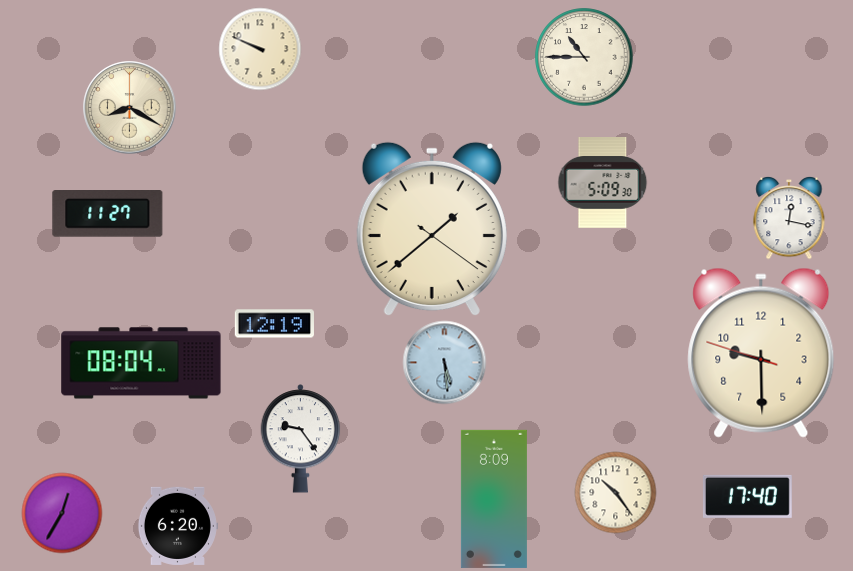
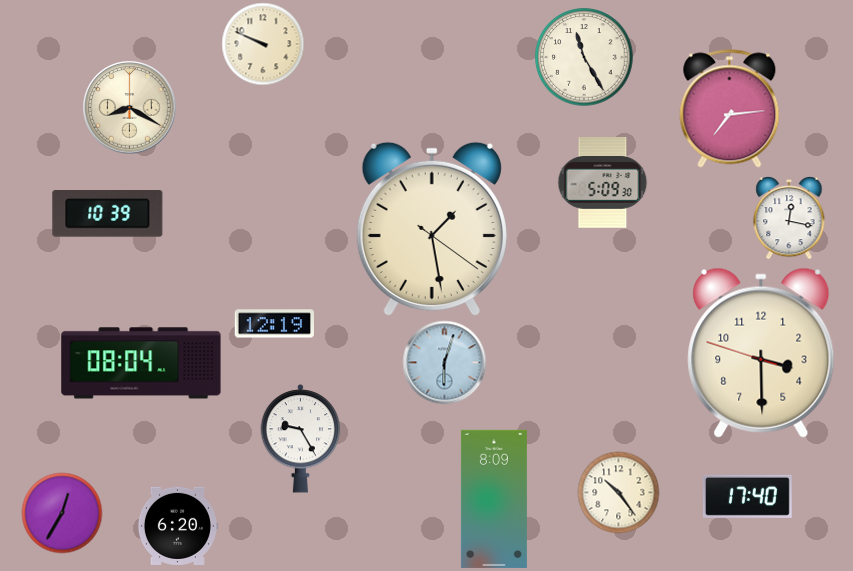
clock at (260, 49) position: (260, 49) -> (263, 44)
clock at (584, 57): 10:45 -> 11:25
clock at (730, 109): none -> 7:14
clock at (108, 214): 11:27 -> 10:39
clock at (432, 229): 1:38 -> 1:28
clock at (761, 353): 9:29 -> 3:29
clock at (444, 362): 5:29 -> 6:03
clock at (301, 439): 9:24 -> 9:25
clock at (615, 492) position: (615, 492) -> (618, 492)
